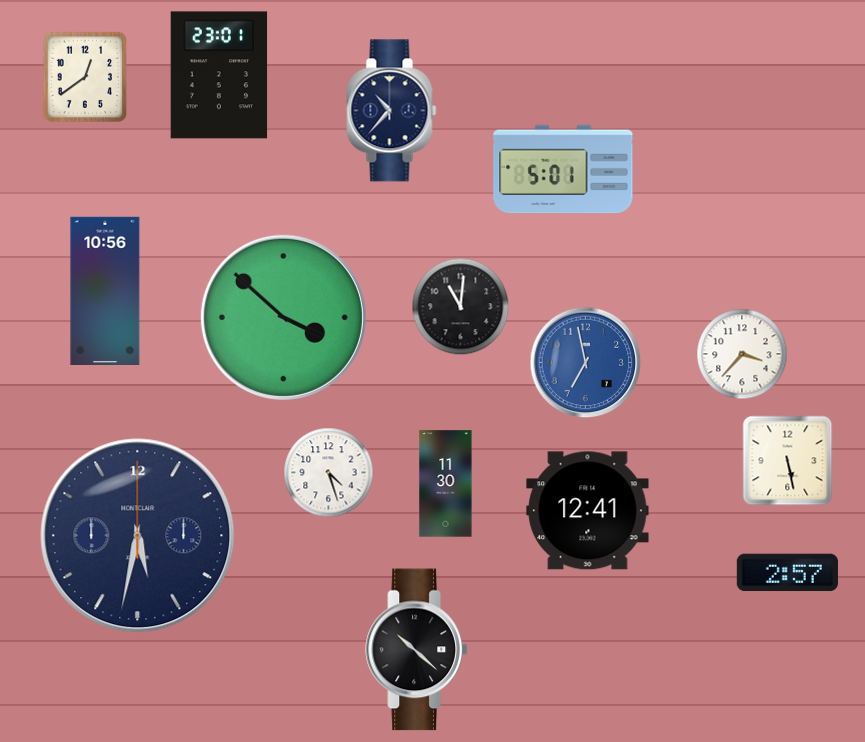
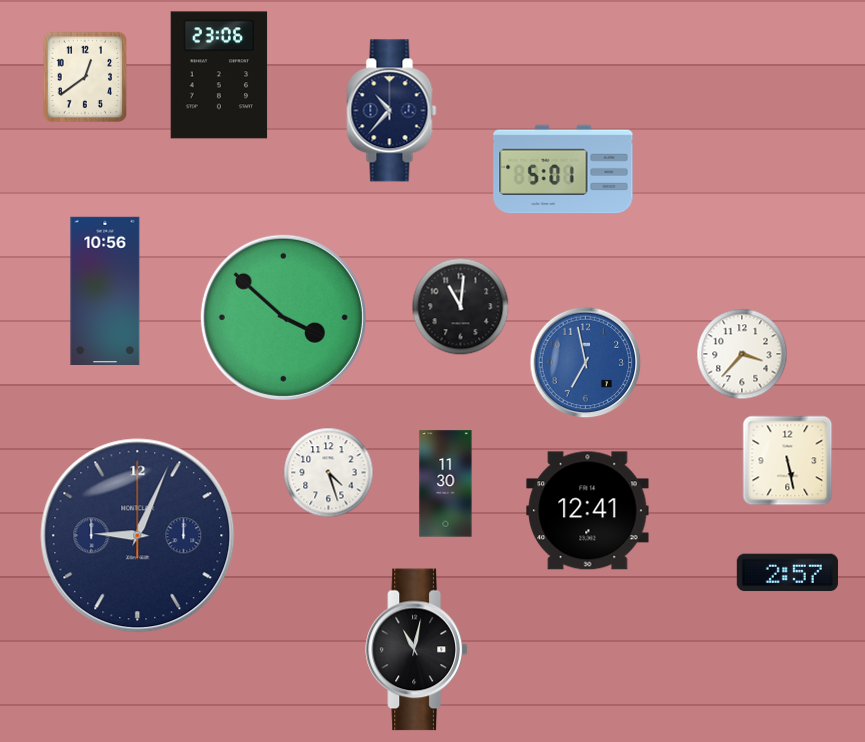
clock at (219, 75): 23:01 -> 23:06
clock at (138, 536): 5:32 -> 9:04
clock at (417, 650): 10:22 -> 11:02
